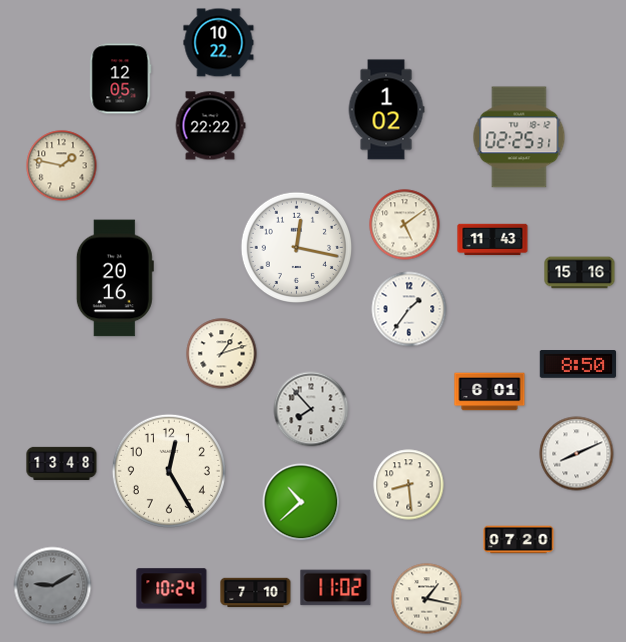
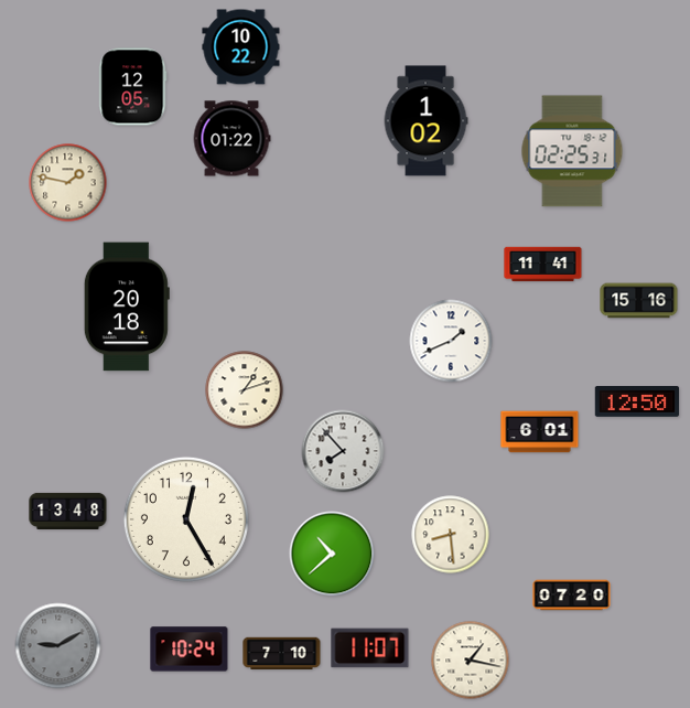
clock at (210, 126): 22:22 -> 01:22
clock at (405, 225): 5:09 -> none
clock at (493, 240): 11:43 -> 11:41
clock at (296, 248): 12:17 -> none
clock at (115, 278): 20:16 -> 20:18
clock at (409, 309): 1:36 -> 1:41
clock at (578, 365): 8:50 -> 12:50
clock at (577, 454): 8:11 -> none
clock at (336, 588): 11:02 -> 11:07
